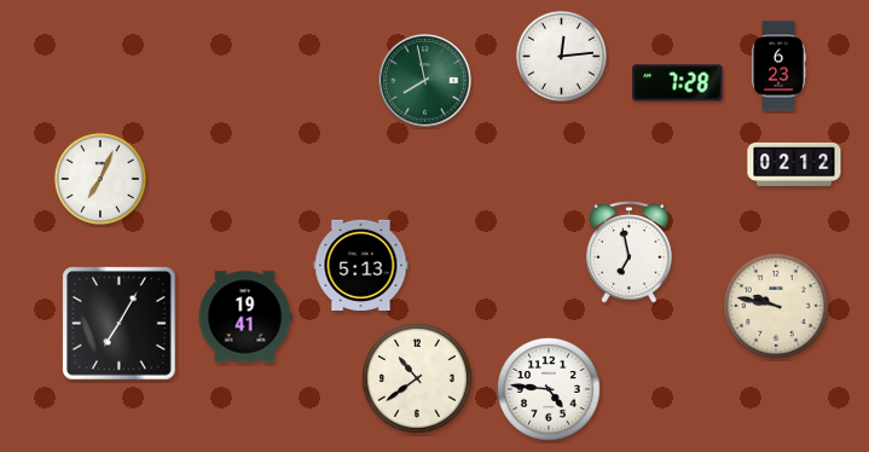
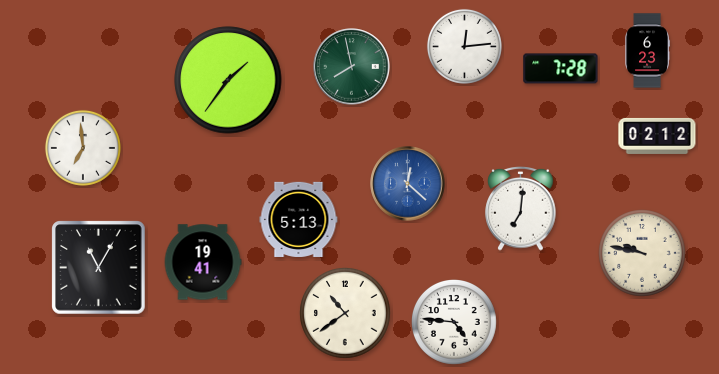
clock at (778, 66) position: (778, 66) -> (647, 51)
clock at (228, 80): none -> 1:36
clock at (100, 179): 7:04 -> 6:59
clock at (408, 184): none -> 12:22
clock at (630, 253): 6:58 -> 7:01
clock at (120, 324): 7:05 -> 11:05
